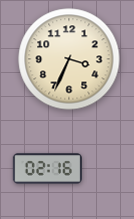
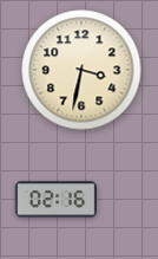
clock at (69, 59): 3:34 -> 3:32
